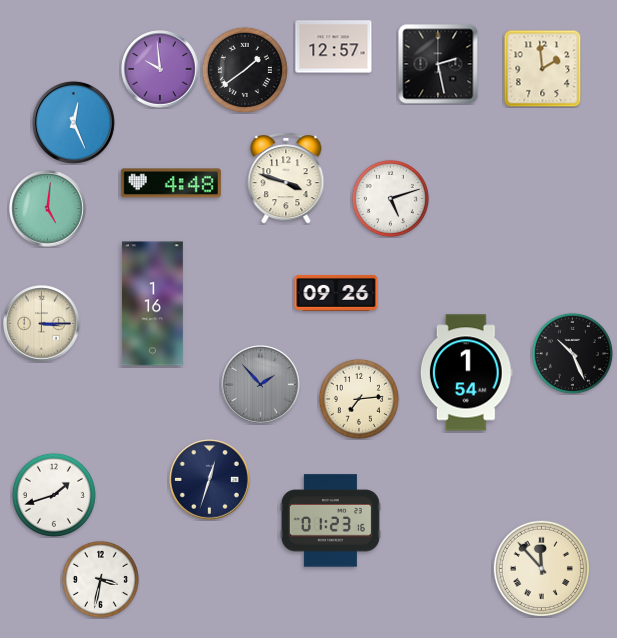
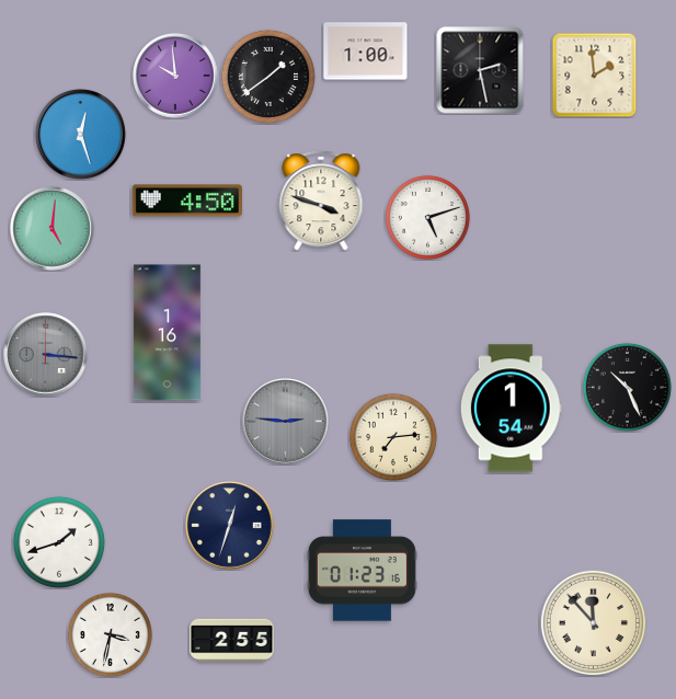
clock at (334, 47): 12:57 -> 1:00
clock at (73, 122): 12:26 -> 12:27
clock at (286, 178) position: (286, 178) -> (321, 200)
clock at (171, 183): 4:48 -> 4:50
clock at (336, 293): 09:26 -> none
clock at (42, 324): 3:15 -> 3:16
clock at (42, 324) dial: cream -> grey
clock at (261, 385): 1:53 -> 2:46
clock at (232, 641): none -> 2:55
